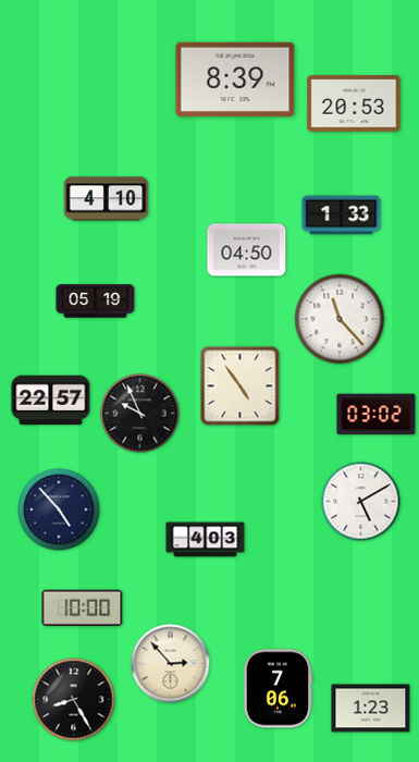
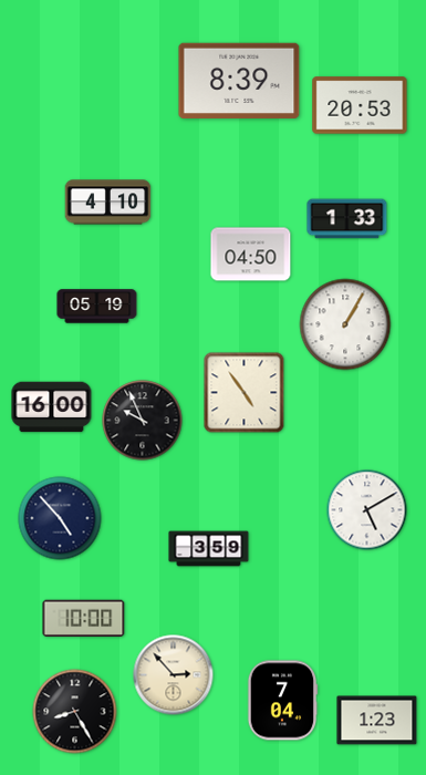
clock at (340, 319): 11:23 -> 1:05
clock at (51, 401): 22:57 -> 16:00
clock at (377, 415): 03:02 -> none
clock at (206, 540): 4:03 -> 3:59
clock at (278, 689): 7:06 -> 7:04
